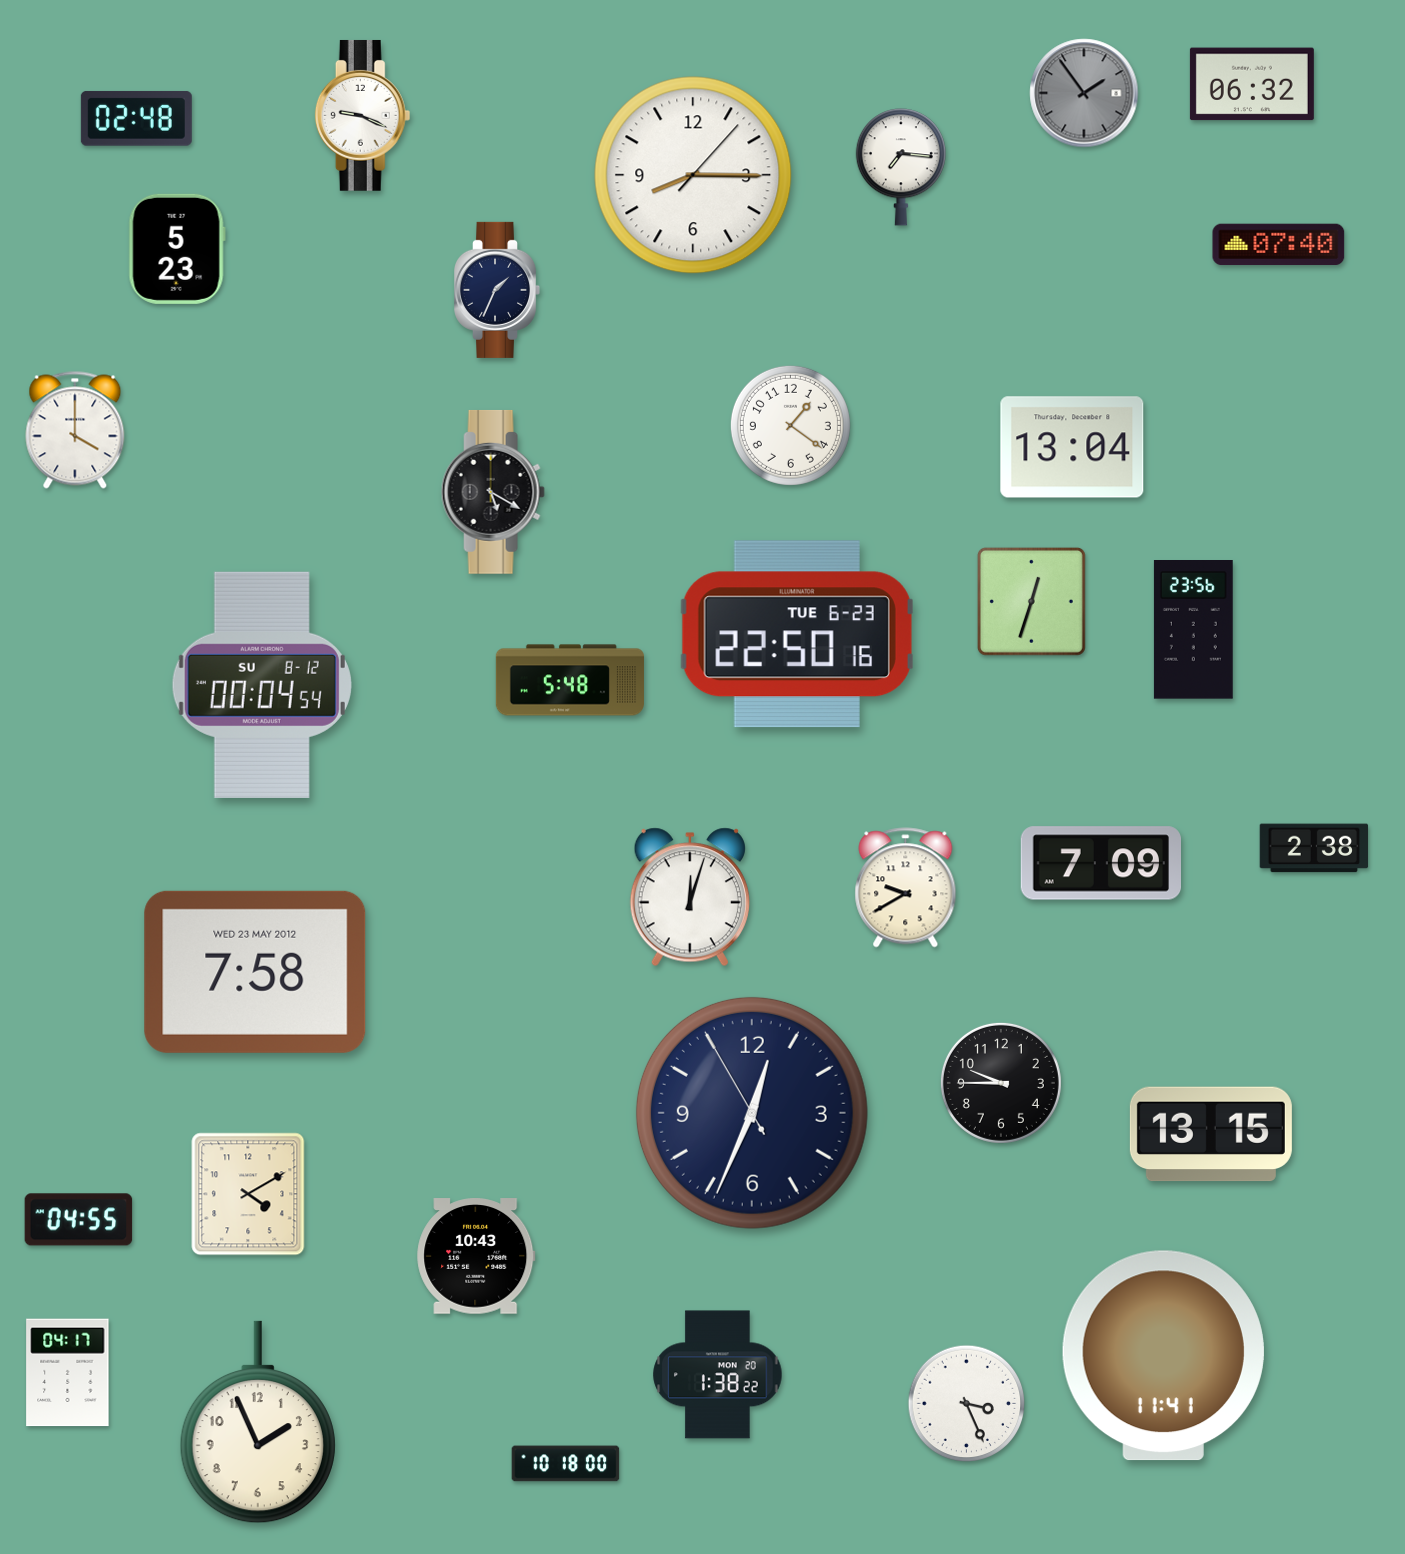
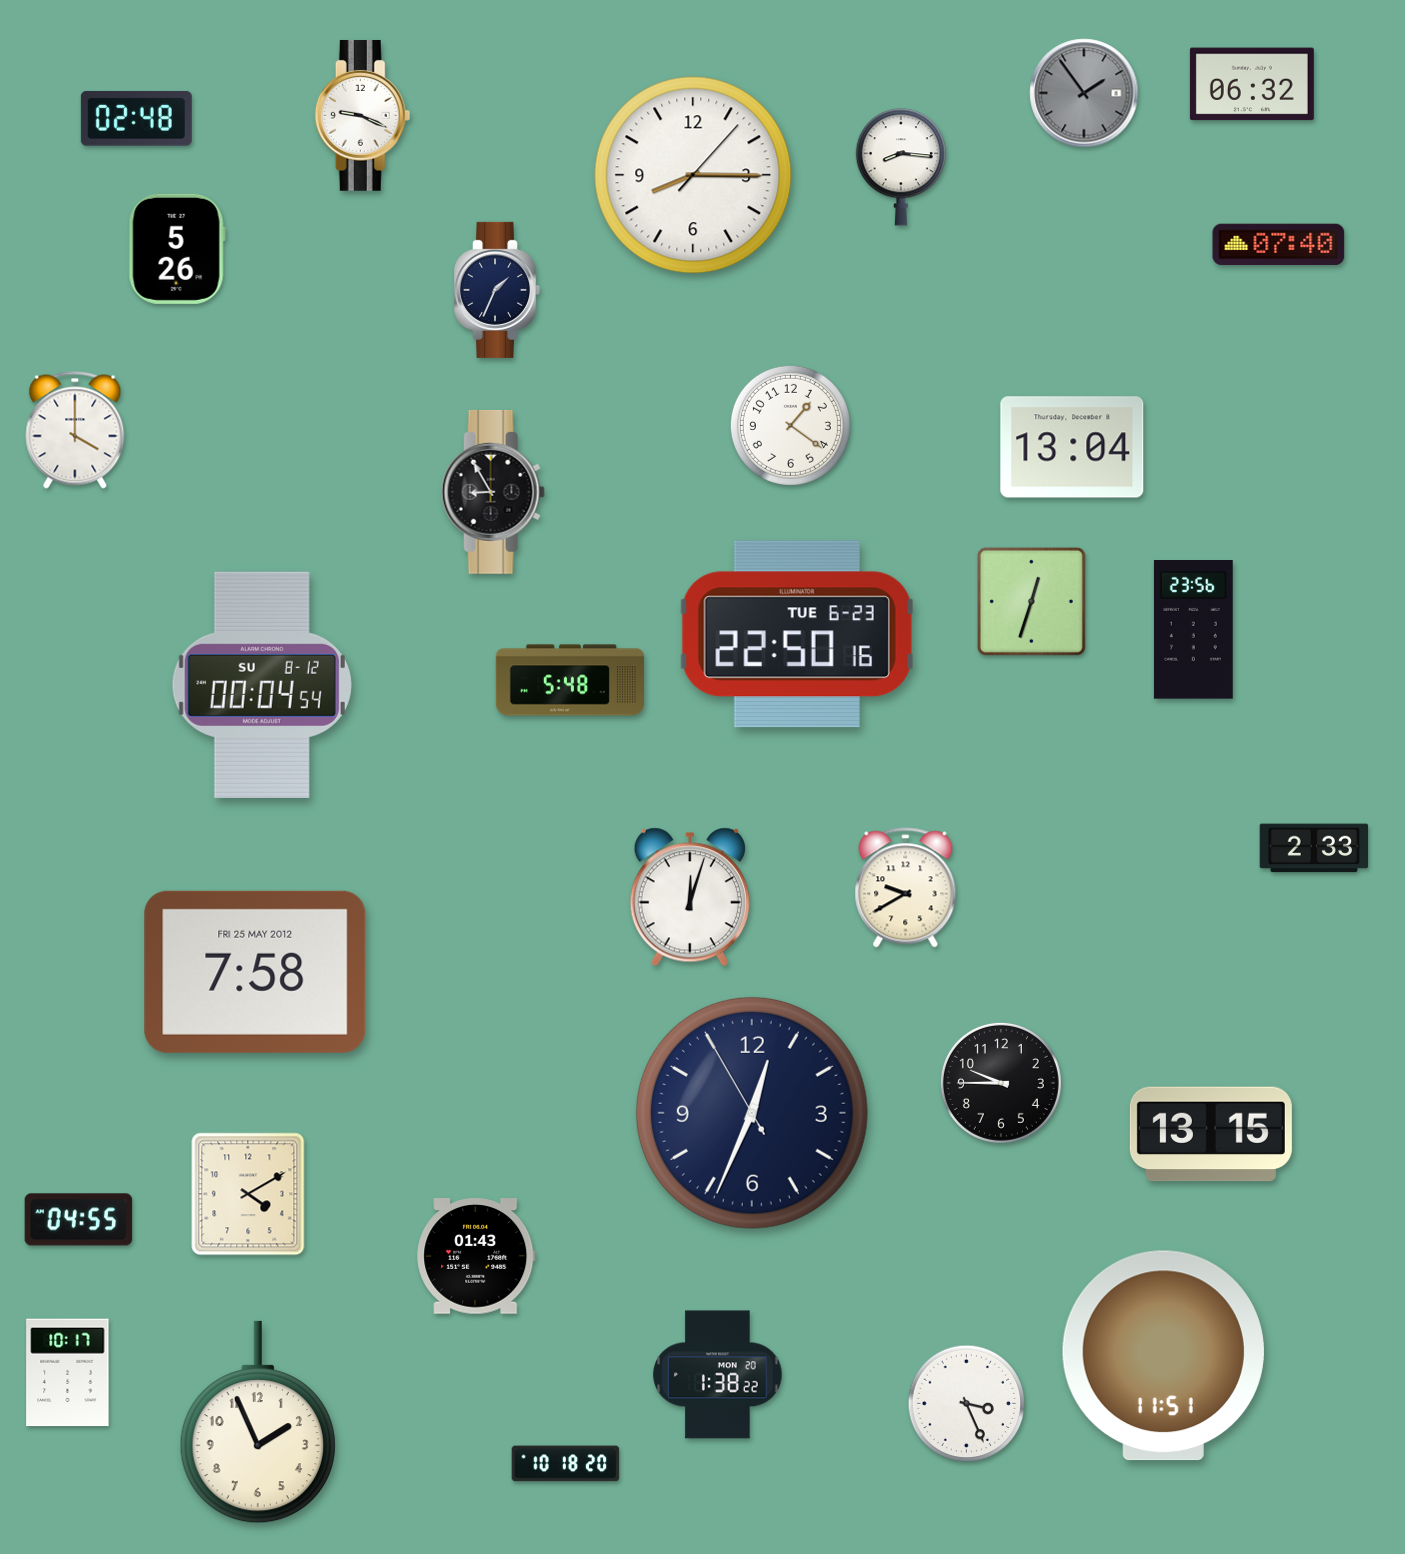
clock at (901, 167): 7:16 -> 8:16
clock at (177, 249): 5:23 -> 5:26
clock at (493, 492): 5:20 -> 8:55
clock at (1314, 848): 2:38 -> 2:33
clock at (1100, 863): 7:09 -> none
clock at (255, 972) date: WED 23 MAY 2012 -> FRI 25 MAY 2012
clock at (476, 1256): 10:43 -> 01:43
clock at (1163, 1356): 11:41 -> 11:51
clock at (68, 1373): 04:17 -> 10:17
clock at (566, 1464): 10:18:00 -> 10:18:20
